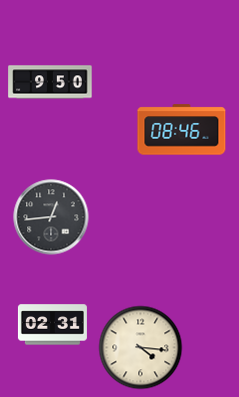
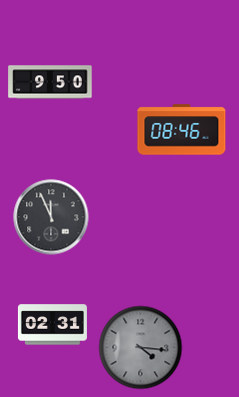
clock at (51, 217): 12:44 -> 11:56
clock at (141, 348) dial: cream -> grey
